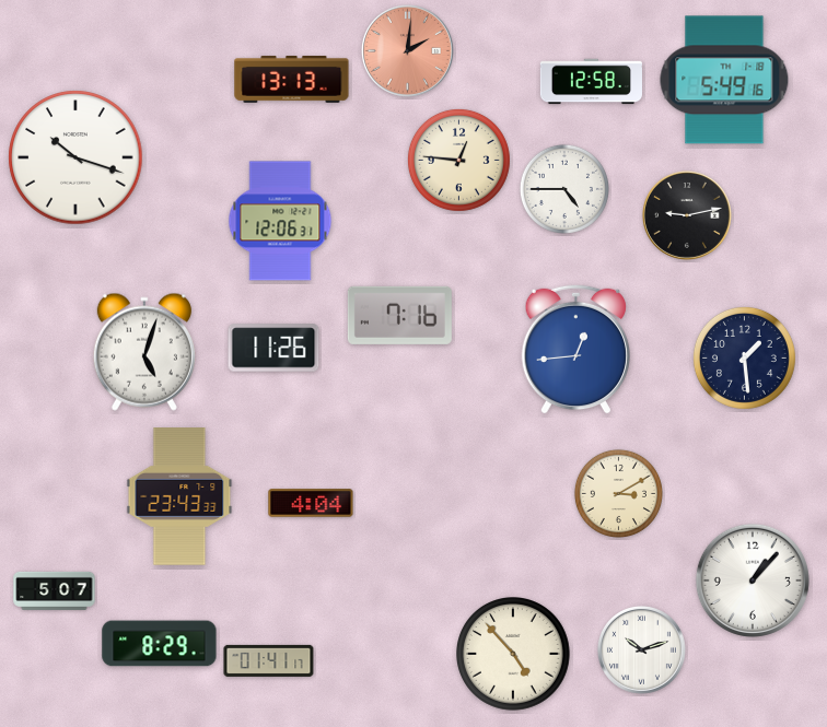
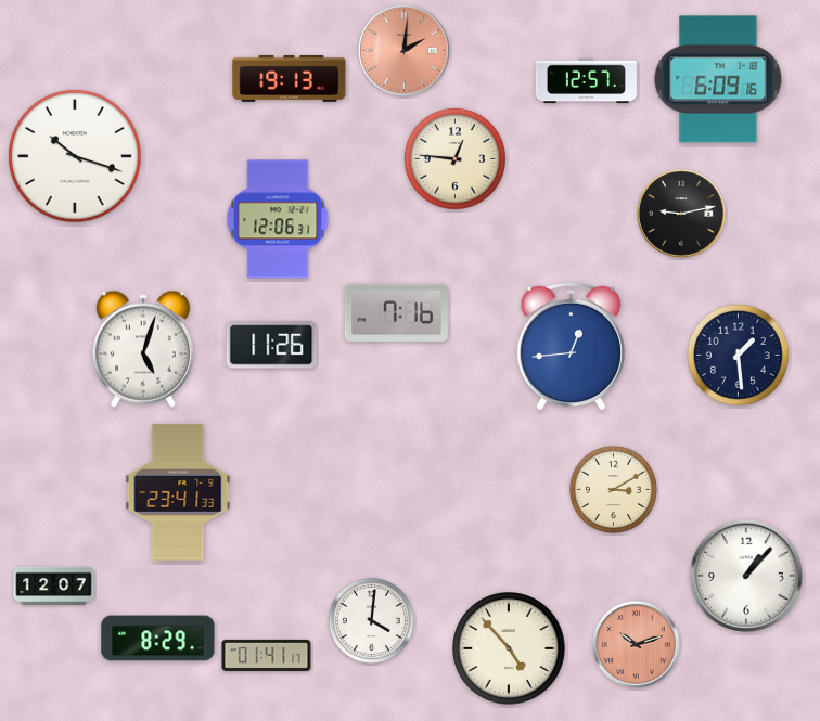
clock at (292, 79): 13:13 -> 19:13
clock at (724, 80): 5:49 -> 6:09
clock at (591, 82): 12:58 -> 12:57
clock at (564, 189): 4:45 -> none
clock at (179, 496): 23:43 -> 23:41
clock at (311, 503): 4:04 -> none
clock at (55, 590): 5:07 -> 12:07
clock at (371, 620): none -> 4:01
clock at (642, 650) dial: white -> salmon
